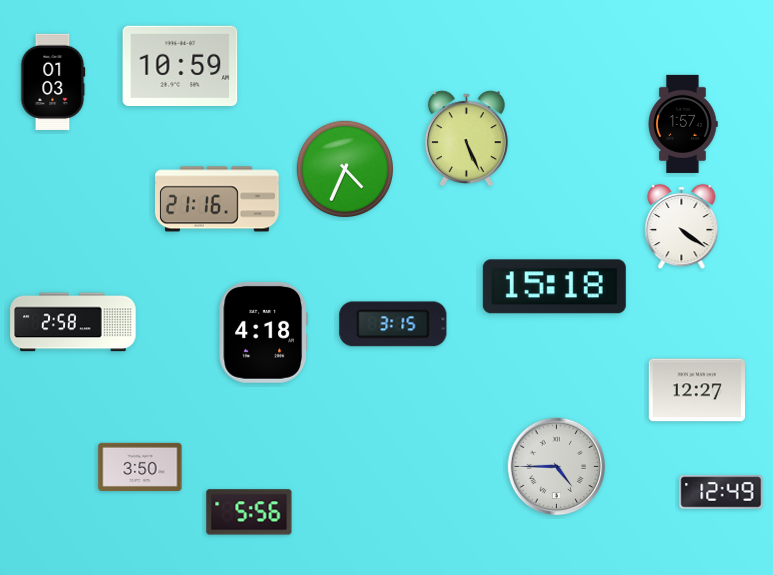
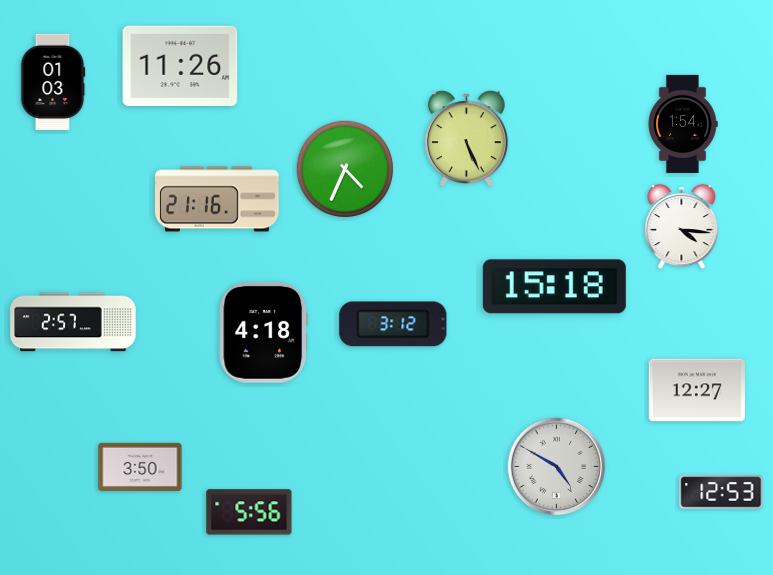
clock at (180, 66): 10:59 -> 11:26
clock at (683, 124): 1:57 -> 1:54
clock at (682, 227): 4:21 -> 4:16
clock at (73, 322): 2:58 -> 2:57
clock at (393, 324): 3:15 -> 3:12
clock at (557, 467): 4:45 -> 4:50
clock at (721, 492): 12:49 -> 12:53
